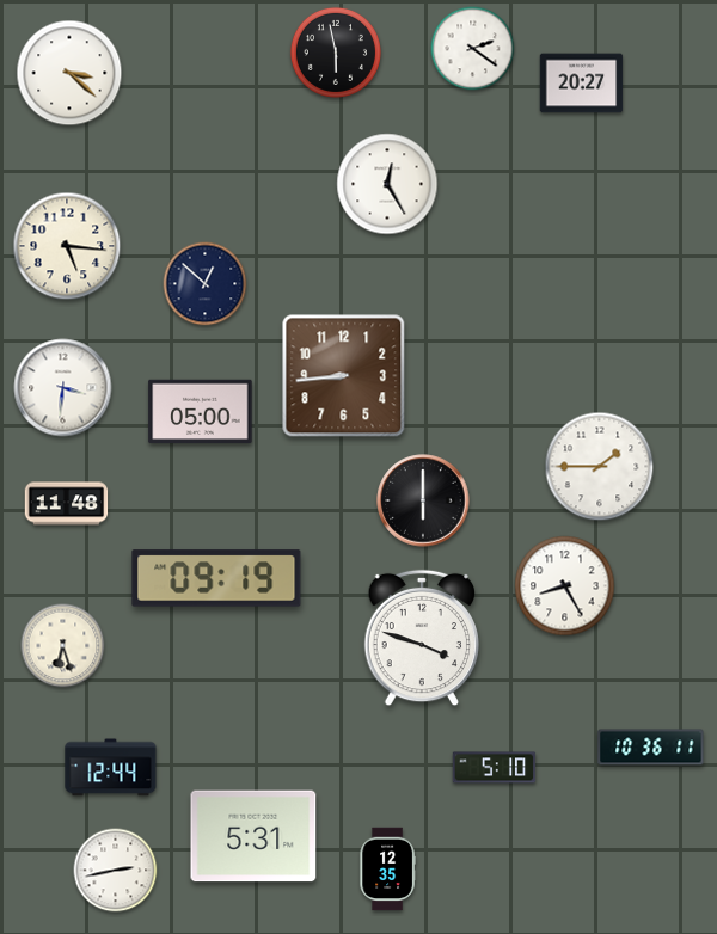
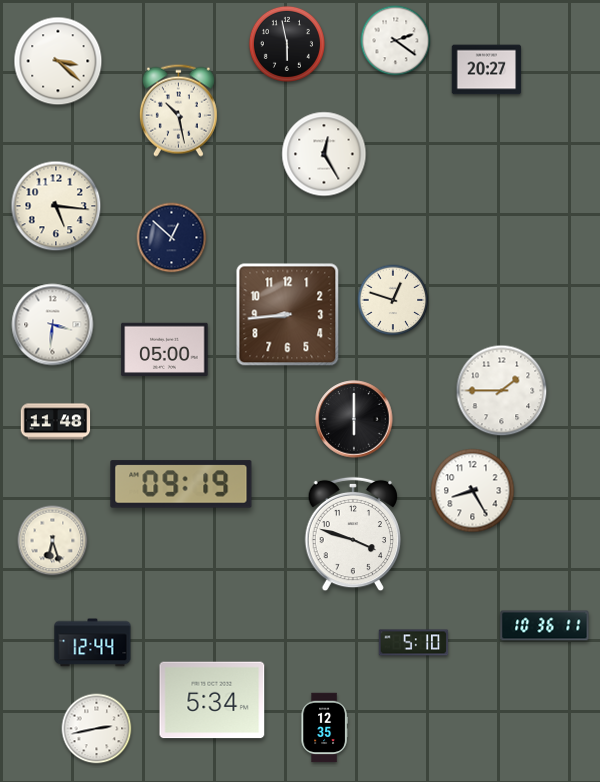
clock at (336, 53) position: (336, 53) -> (287, 44)
clock at (178, 110): none -> 10:28
clock at (393, 300): none -> 12:48
clock at (201, 412) position: (201, 412) -> (165, 350)
clock at (253, 836): 5:31 -> 5:34
